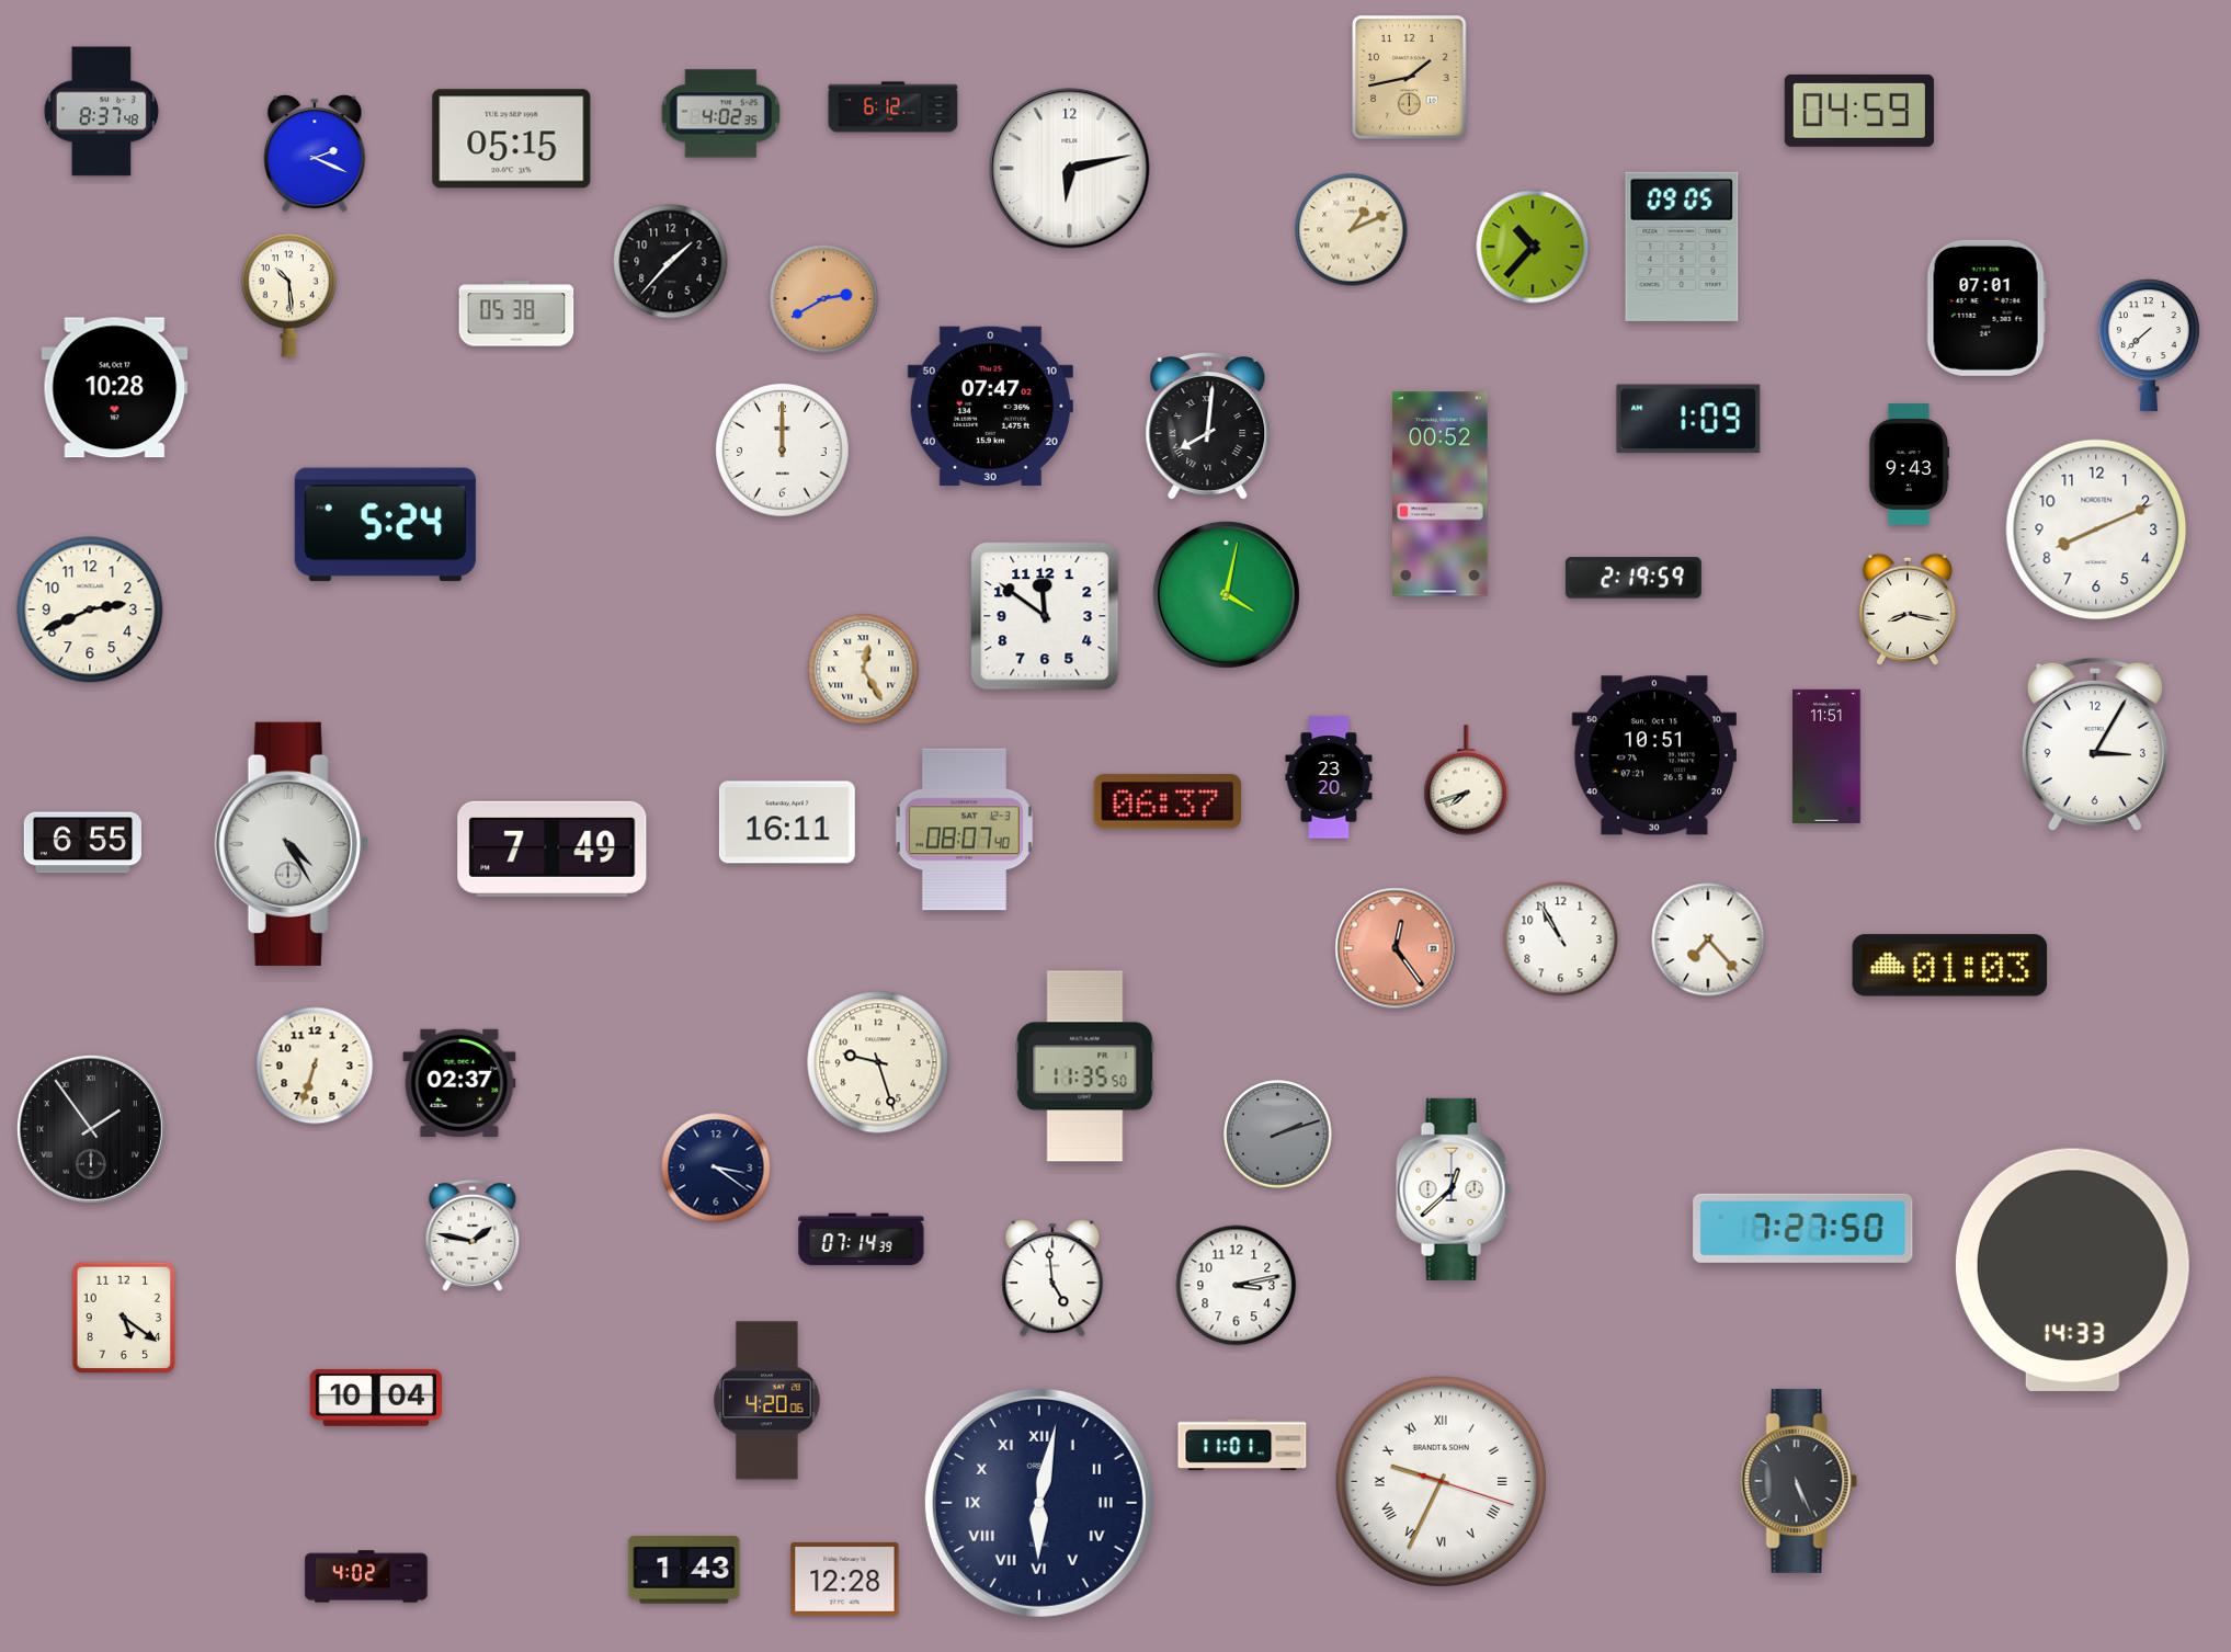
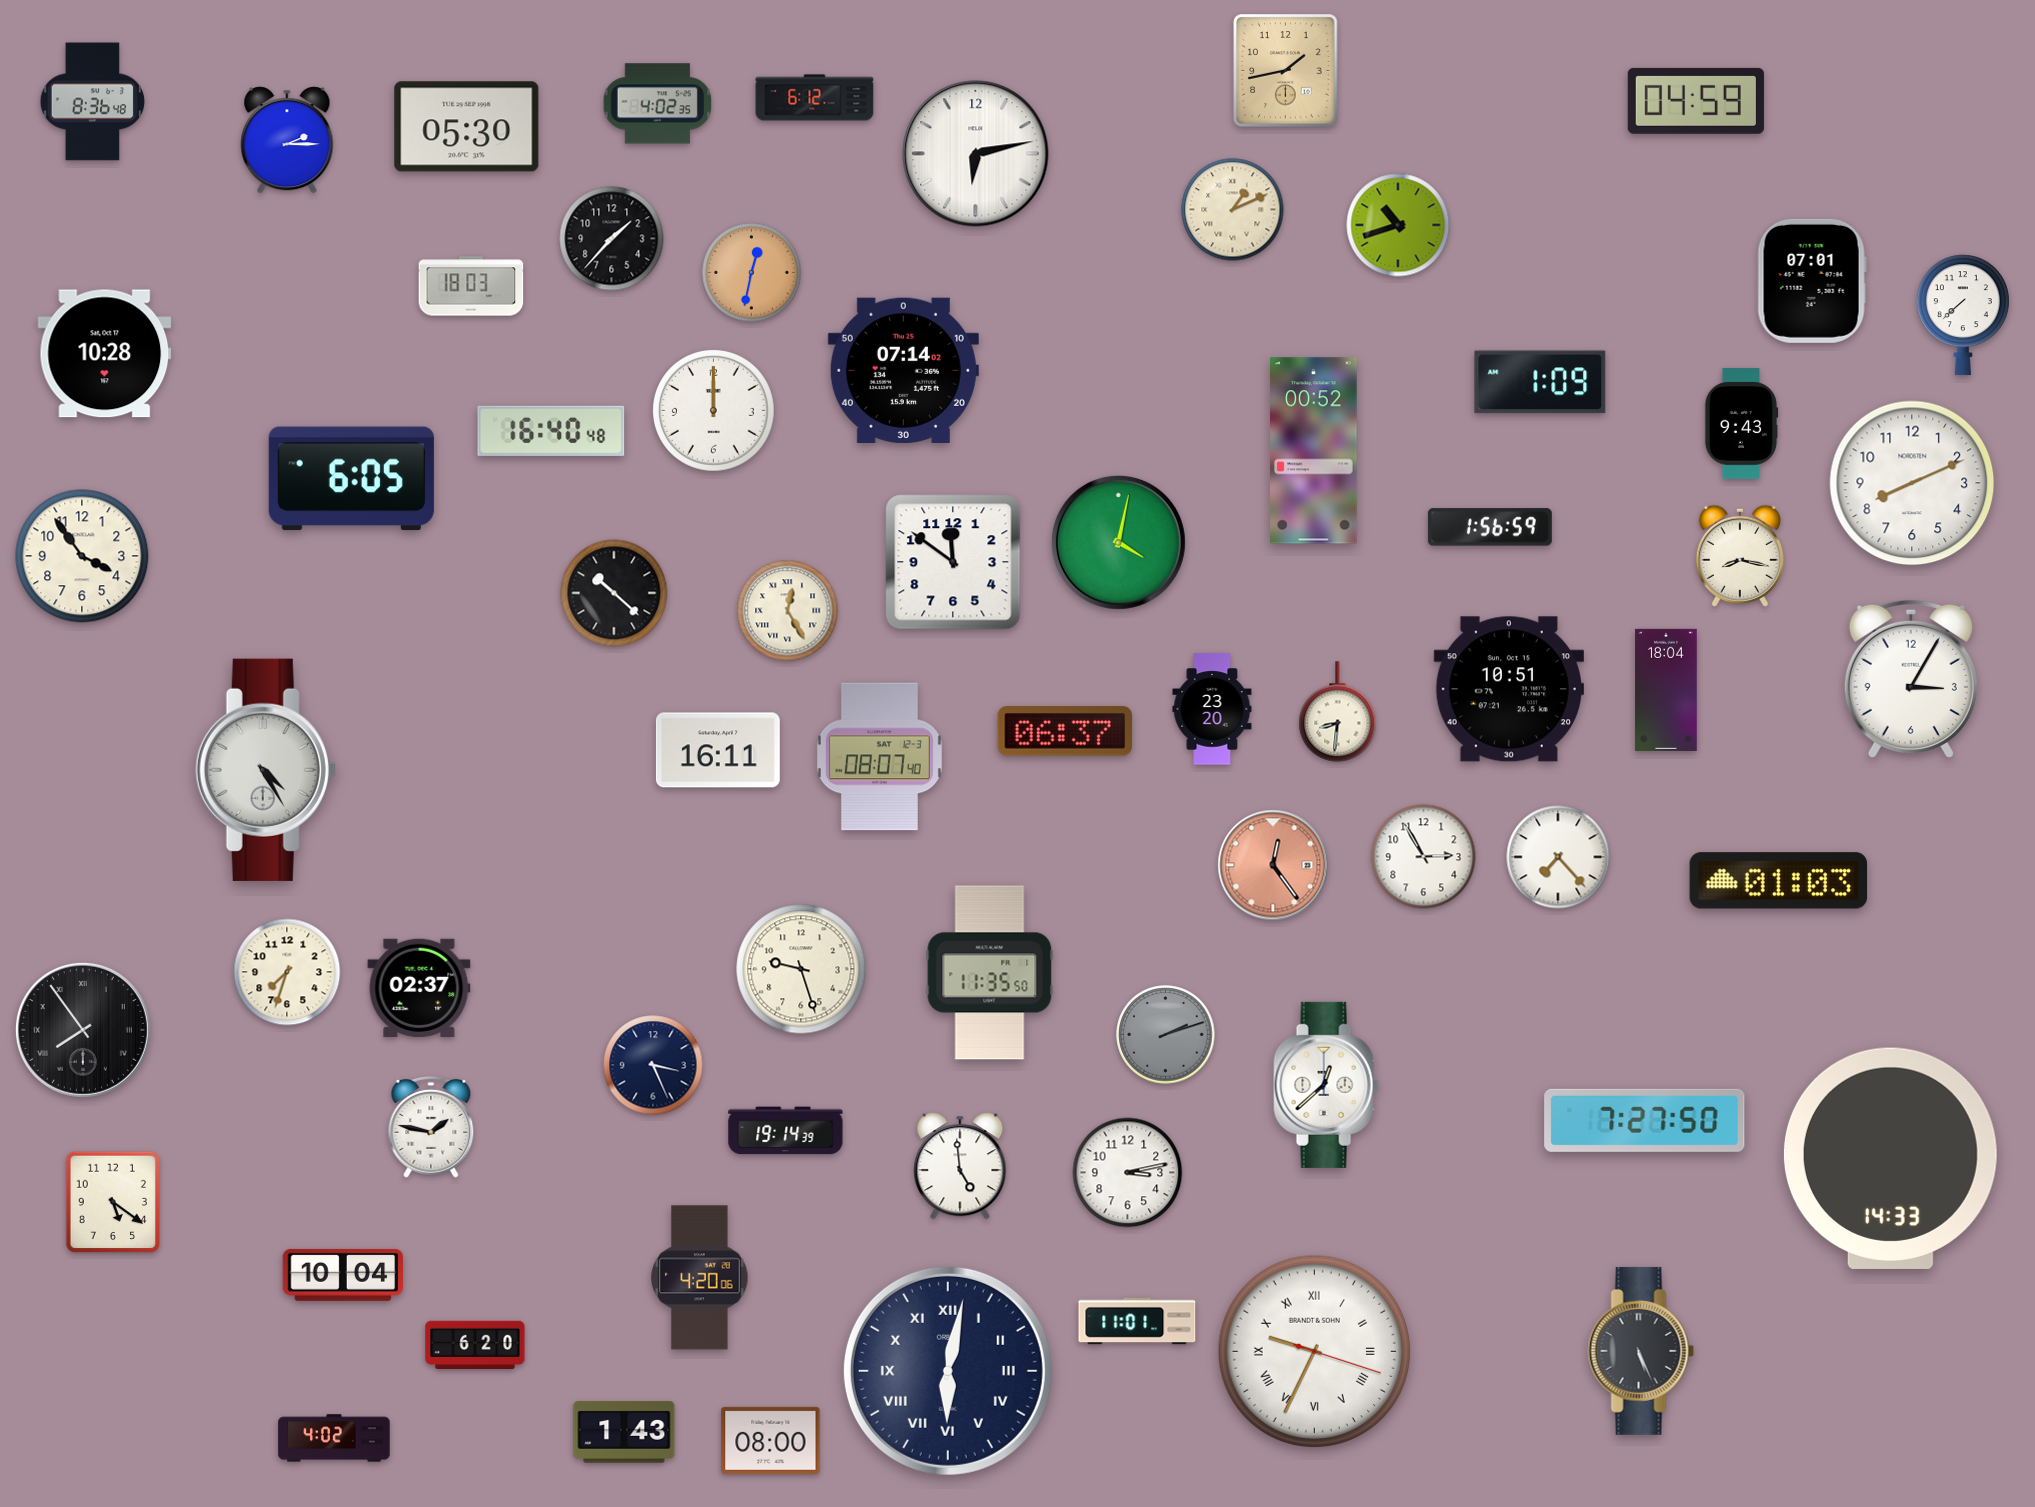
clock at (102, 112): 8:37 -> 8:36
clock at (512, 139): 05:15 -> 05:30
clock at (315, 153): 2:19 -> 2:15
clock at (1533, 247): 10:37 -> 10:42
clock at (1682, 247): 09:05 -> none
clock at (289, 295): 10:29 -> none
clock at (824, 299): 2:40 -> 12:32
clock at (516, 314): 05:38 -> 18:03
clock at (2149, 345) position: (2149, 345) -> (1963, 315)
clock at (990, 406): 07:47 -> 07:14
clock at (1208, 426): 8:01 -> none
clock at (551, 431): none -> 16:40
clock at (385, 525): 5:24 -> 6:05
clock at (1634, 578): 2:19 -> 1:56
clock at (90, 609): 2:41 -> 3:54
clock at (614, 593): none -> 10:22
clock at (1826, 756): 11:51 -> 18:04
clock at (1467, 781): 7:42 -> 8:31
clock at (82, 843): 6:55 -> none
clock at (553, 848): 7:49 -> none
clock at (1561, 939): 10:55 -> 2:55
clock at (315, 1066): 6:33 -> 7:33
clock at (91, 1129): 1:54 -> 7:54
clock at (716, 1167): 3:21 -> 3:26
clock at (862, 1240): 07:14 -> 19:14
clock at (1242, 1445) position: (1242, 1445) -> (1137, 1321)
clock at (475, 1344): none -> 6:20
clock at (845, 1579): 12:28 -> 08:00
